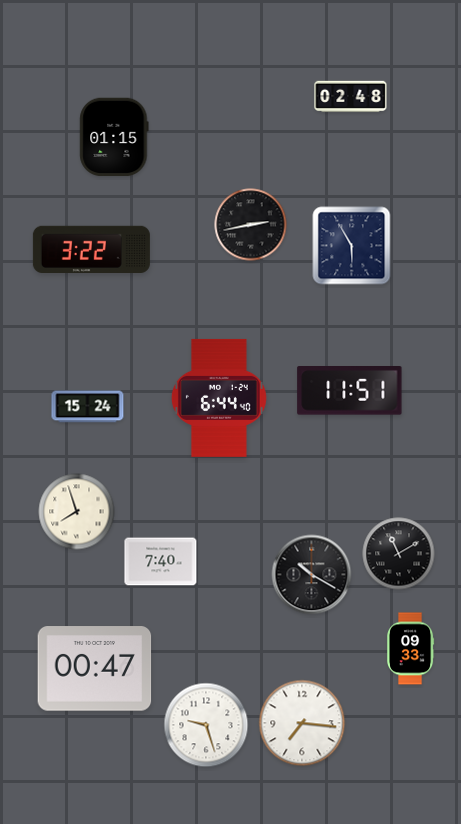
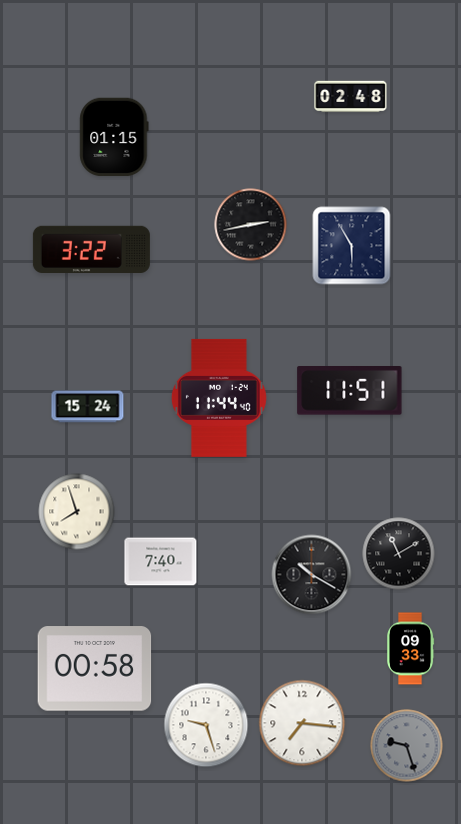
clock at (219, 398): 6:44 -> 11:44
clock at (95, 669): 00:47 -> 00:58
clock at (407, 746): none -> 9:27
